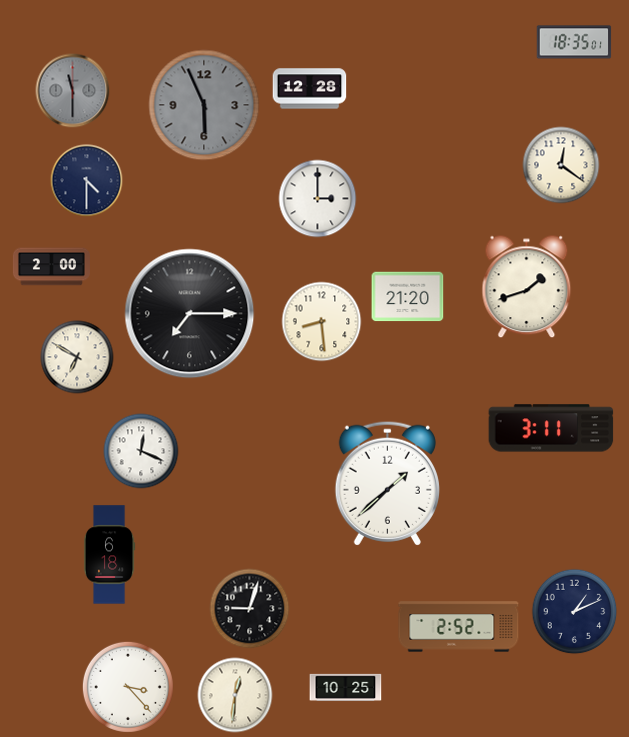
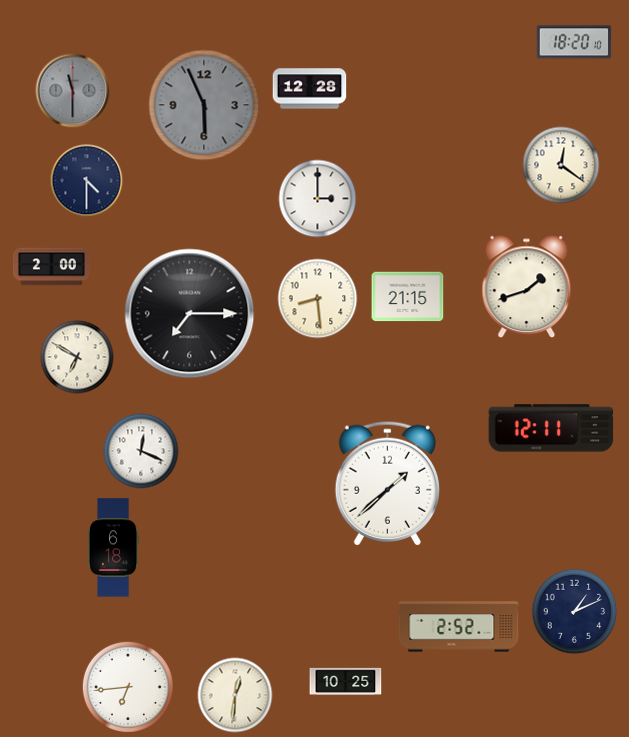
clock at (574, 42): 18:35 -> 18:20
clock at (408, 297): 21:20 -> 21:15
clock at (322, 322) position: (322, 322) -> (318, 299)
clock at (551, 428): 3:11 -> 12:11
clock at (109, 555) position: (109, 555) -> (113, 548)
clock at (250, 609): 9:03 -> none
clock at (128, 687): 3:23 -> 6:44
clock at (346, 687) position: (346, 687) -> (346, 681)
